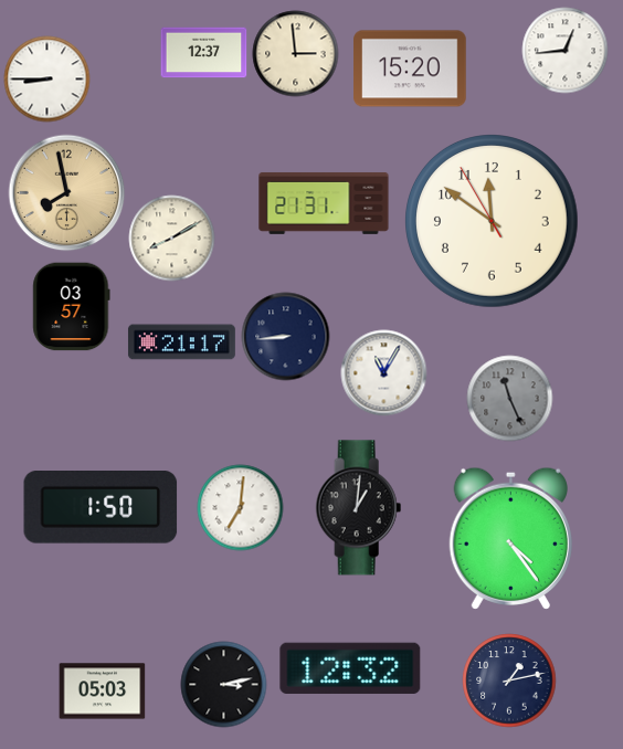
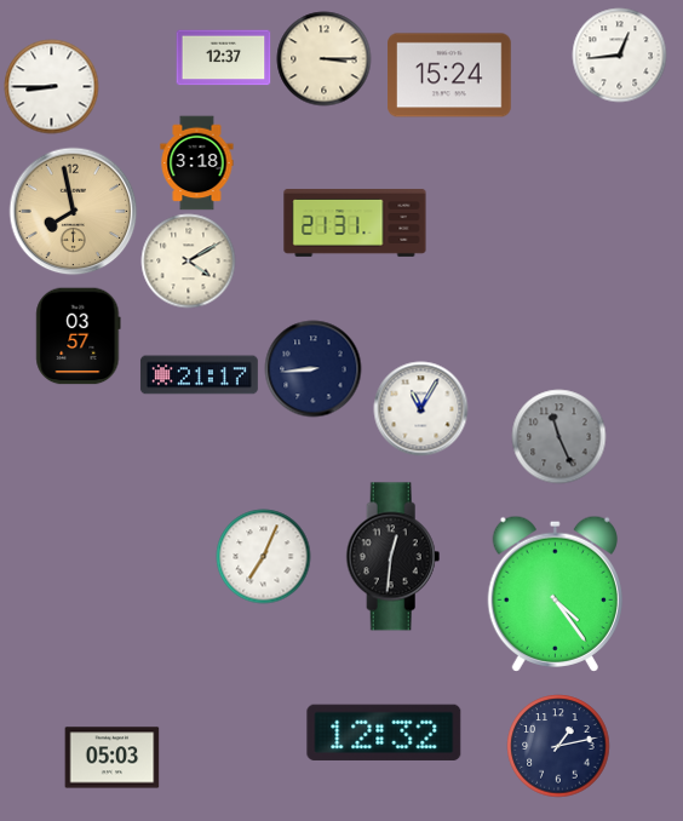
clock at (295, 53): 2:59 -> 3:15
clock at (410, 68): 15:20 -> 15:24
clock at (197, 162): none -> 3:18
clock at (493, 222): 11:50 -> none
clock at (171, 238): 8:10 -> 4:10
clock at (240, 507): 7:01 -> 7:04
clock at (101, 508): 1:50 -> none
clock at (359, 508): 1:01 -> 12:31
clock at (510, 538) position: (510, 538) -> (555, 593)
clock at (223, 684): 3:13 -> none
